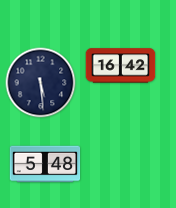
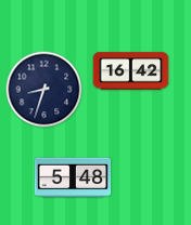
clock at (41, 83): 5:29 -> 8:33
clock at (45, 164) position: (45, 164) -> (73, 177)
